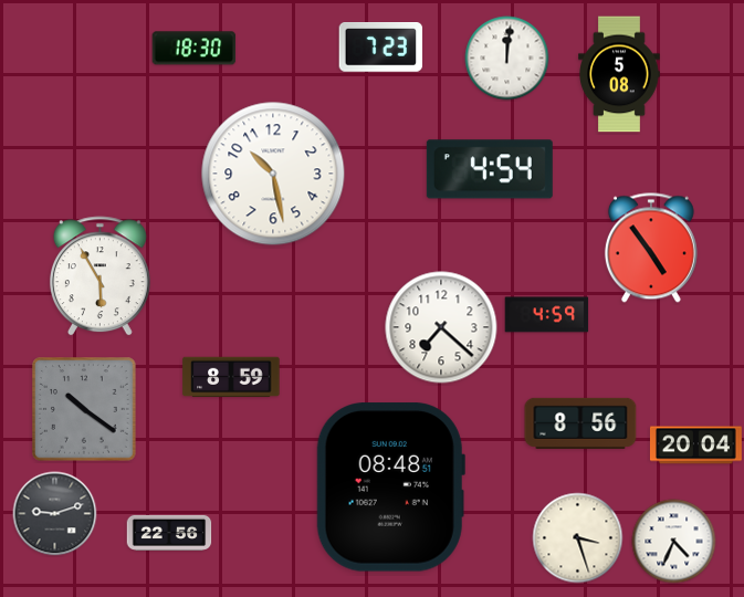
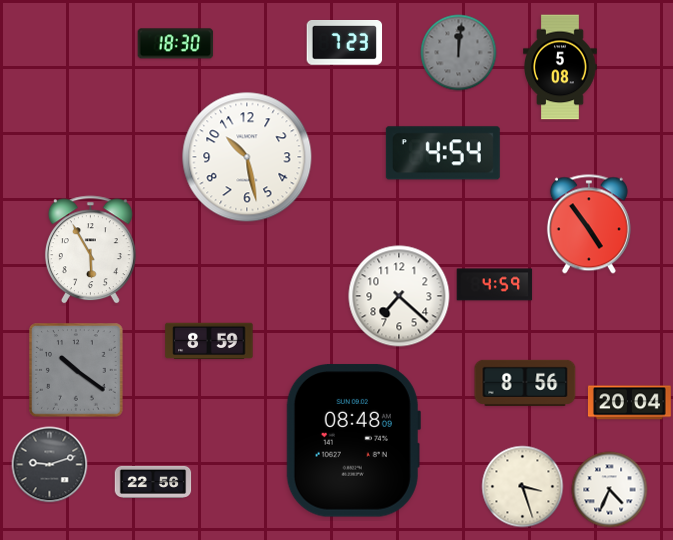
clock at (507, 59) dial: white -> grey
clock at (390, 488): 08:48:51 -> 08:48:09
